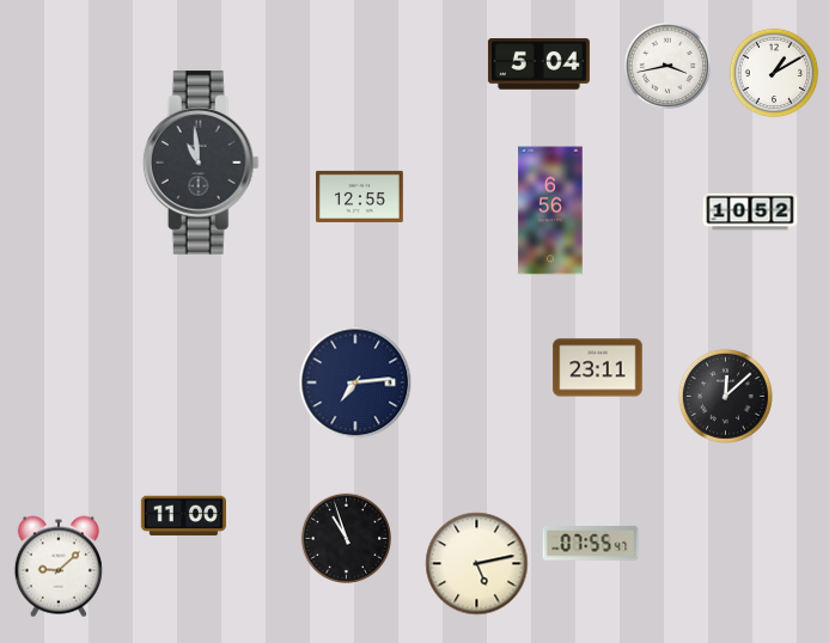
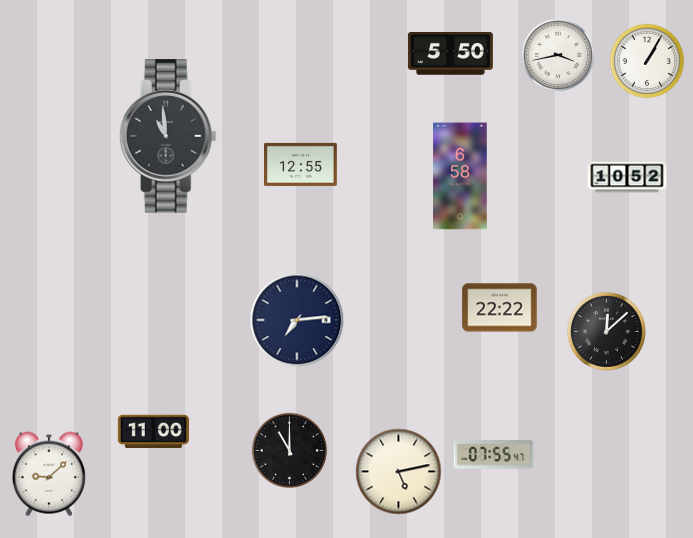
clock at (538, 65): 5:04 -> 5:50
clock at (774, 73): 1:10 -> 1:05
clock at (550, 210): 6:56 -> 6:58
clock at (598, 368): 23:11 -> 22:22
clock at (347, 539): 10:57 -> 11:00
